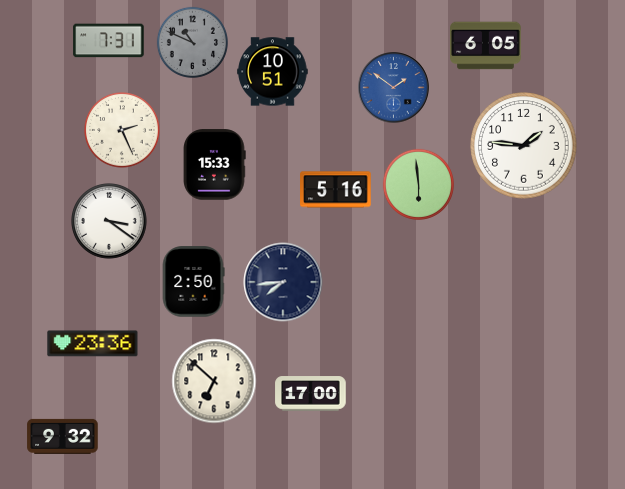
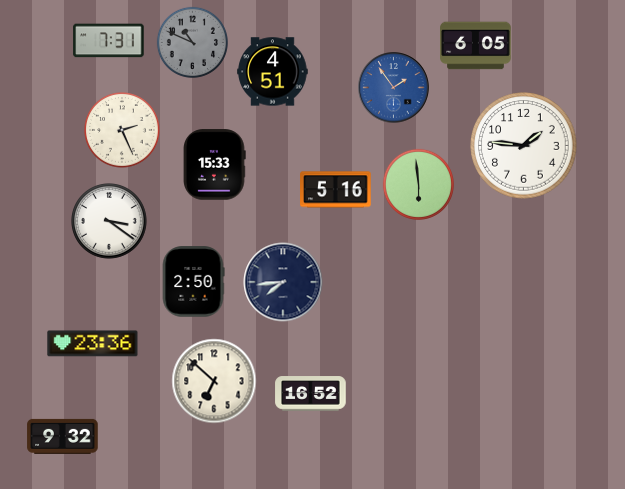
clock at (486, 46) position: (486, 46) -> (476, 46)
clock at (273, 72): 10:51 -> 4:51
clock at (394, 88): 1:51 -> 1:54
clock at (311, 394): 17:00 -> 16:52
